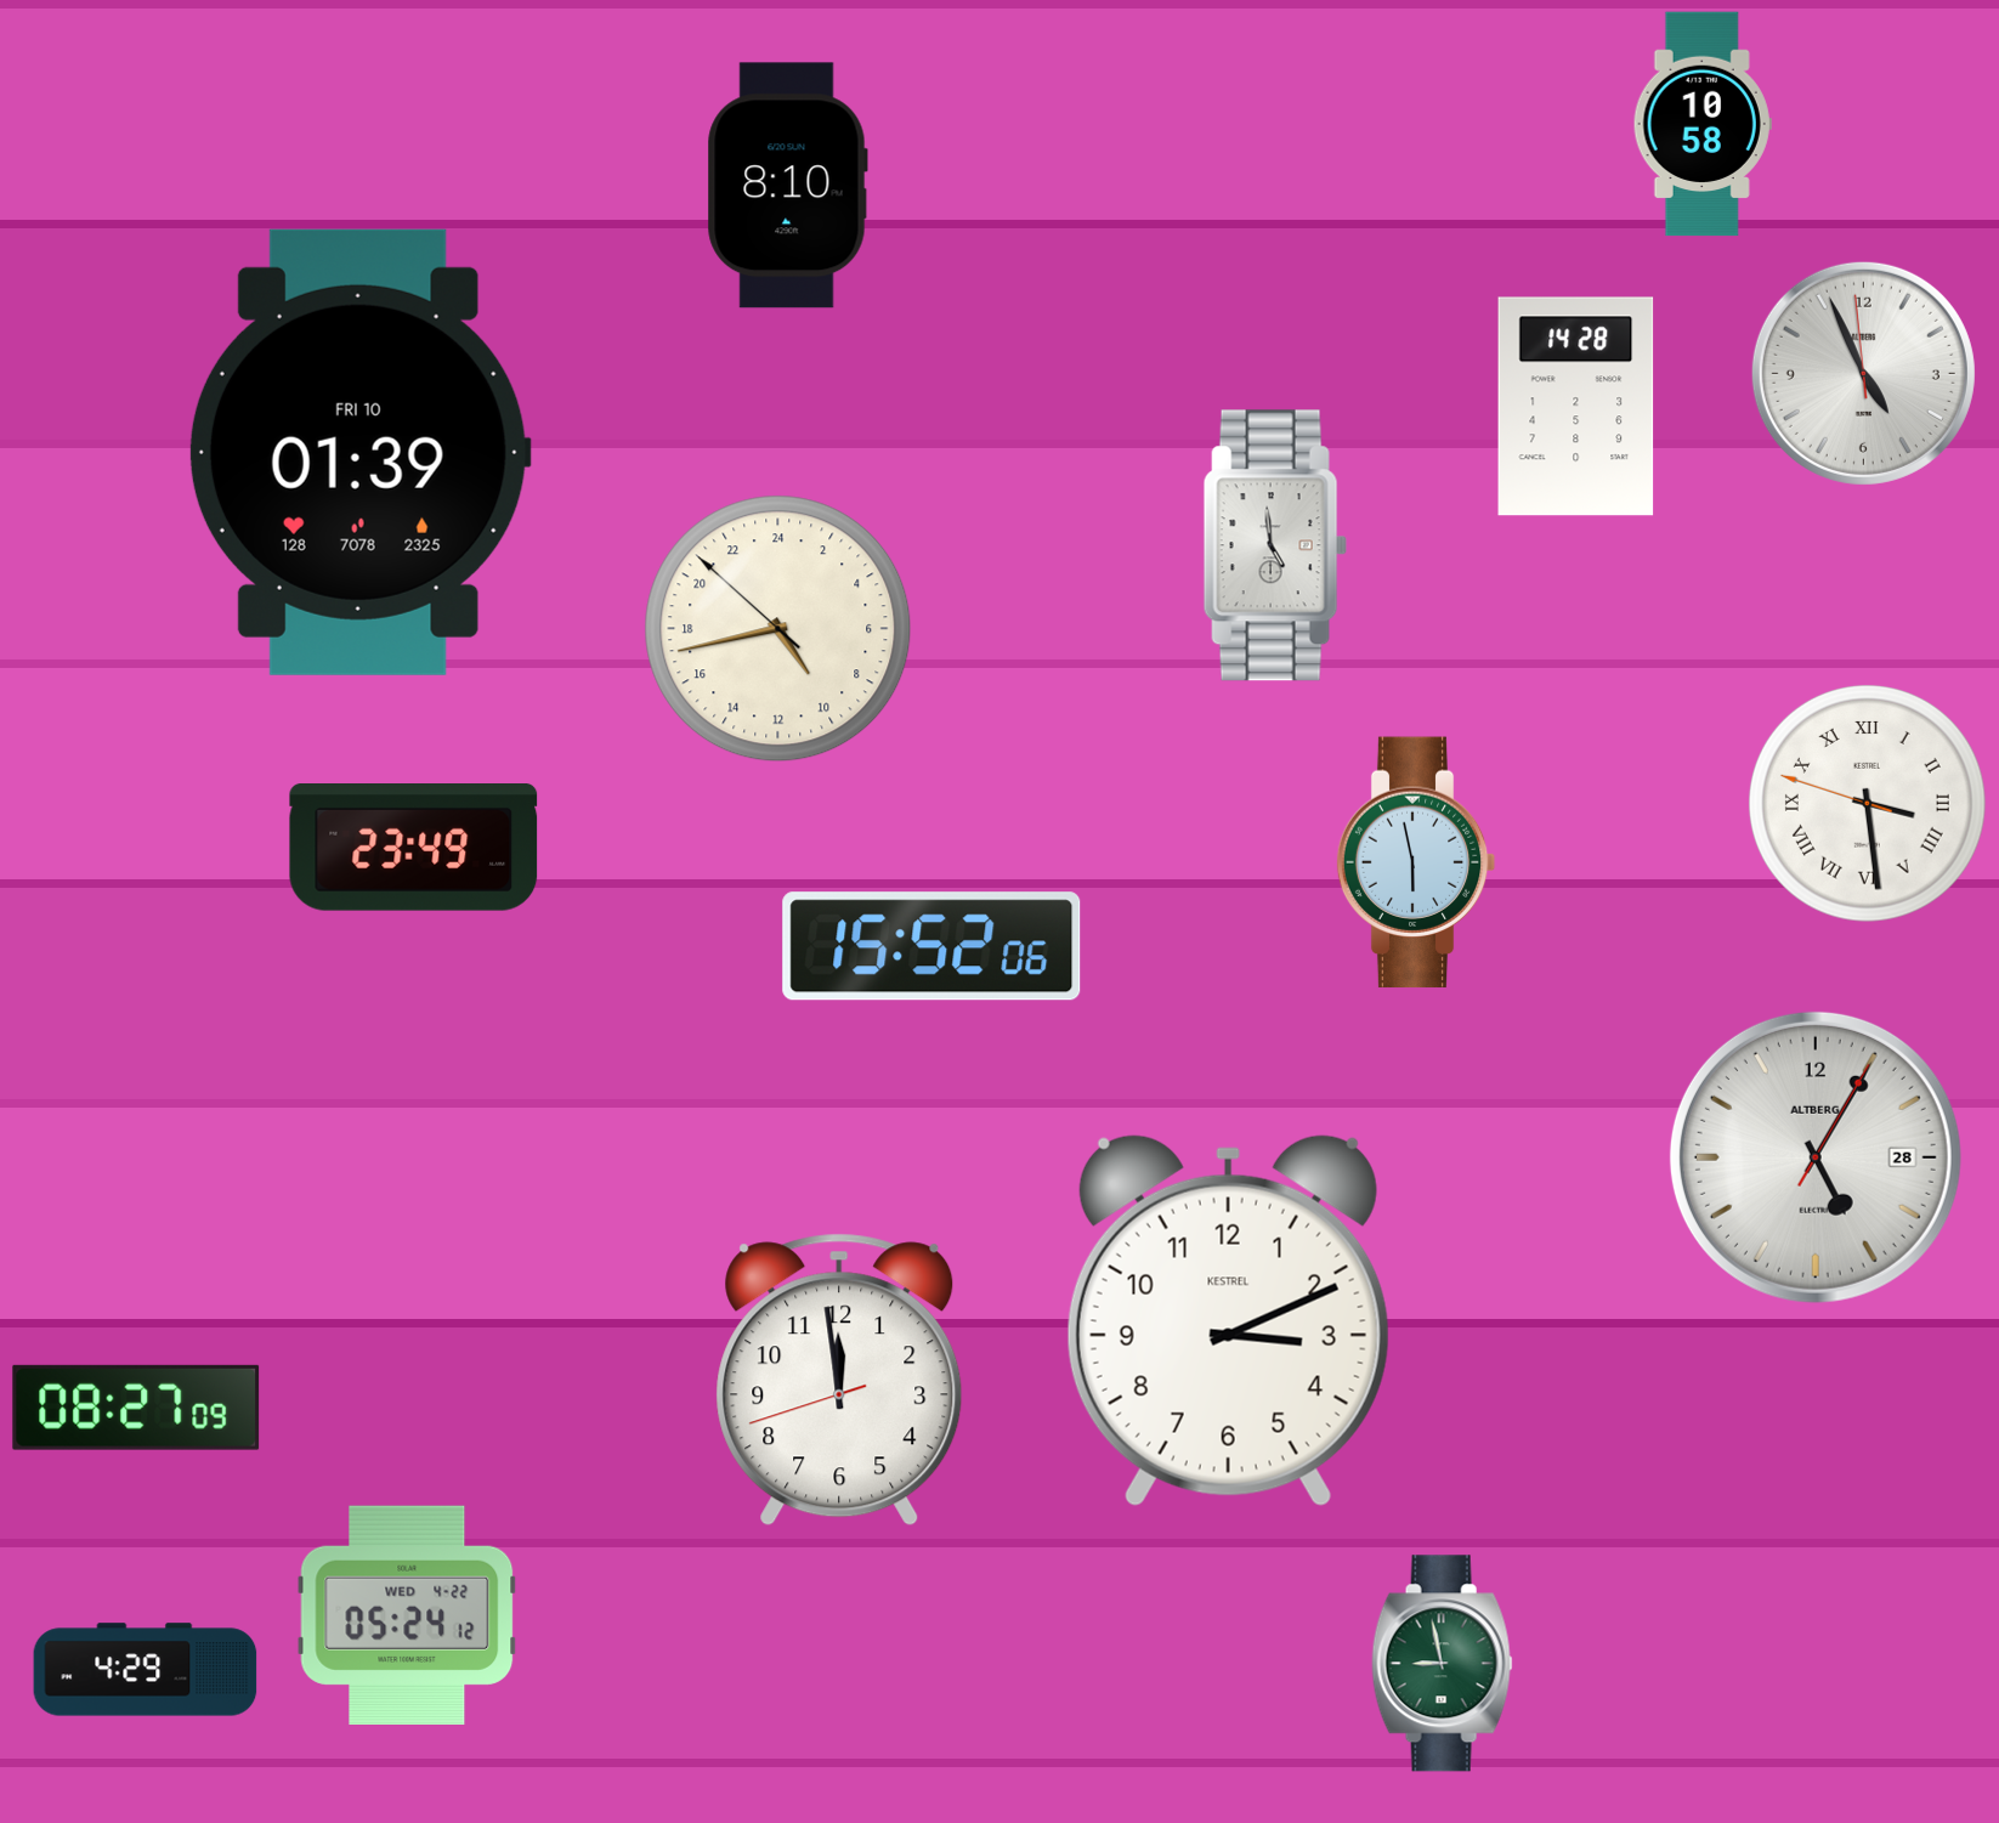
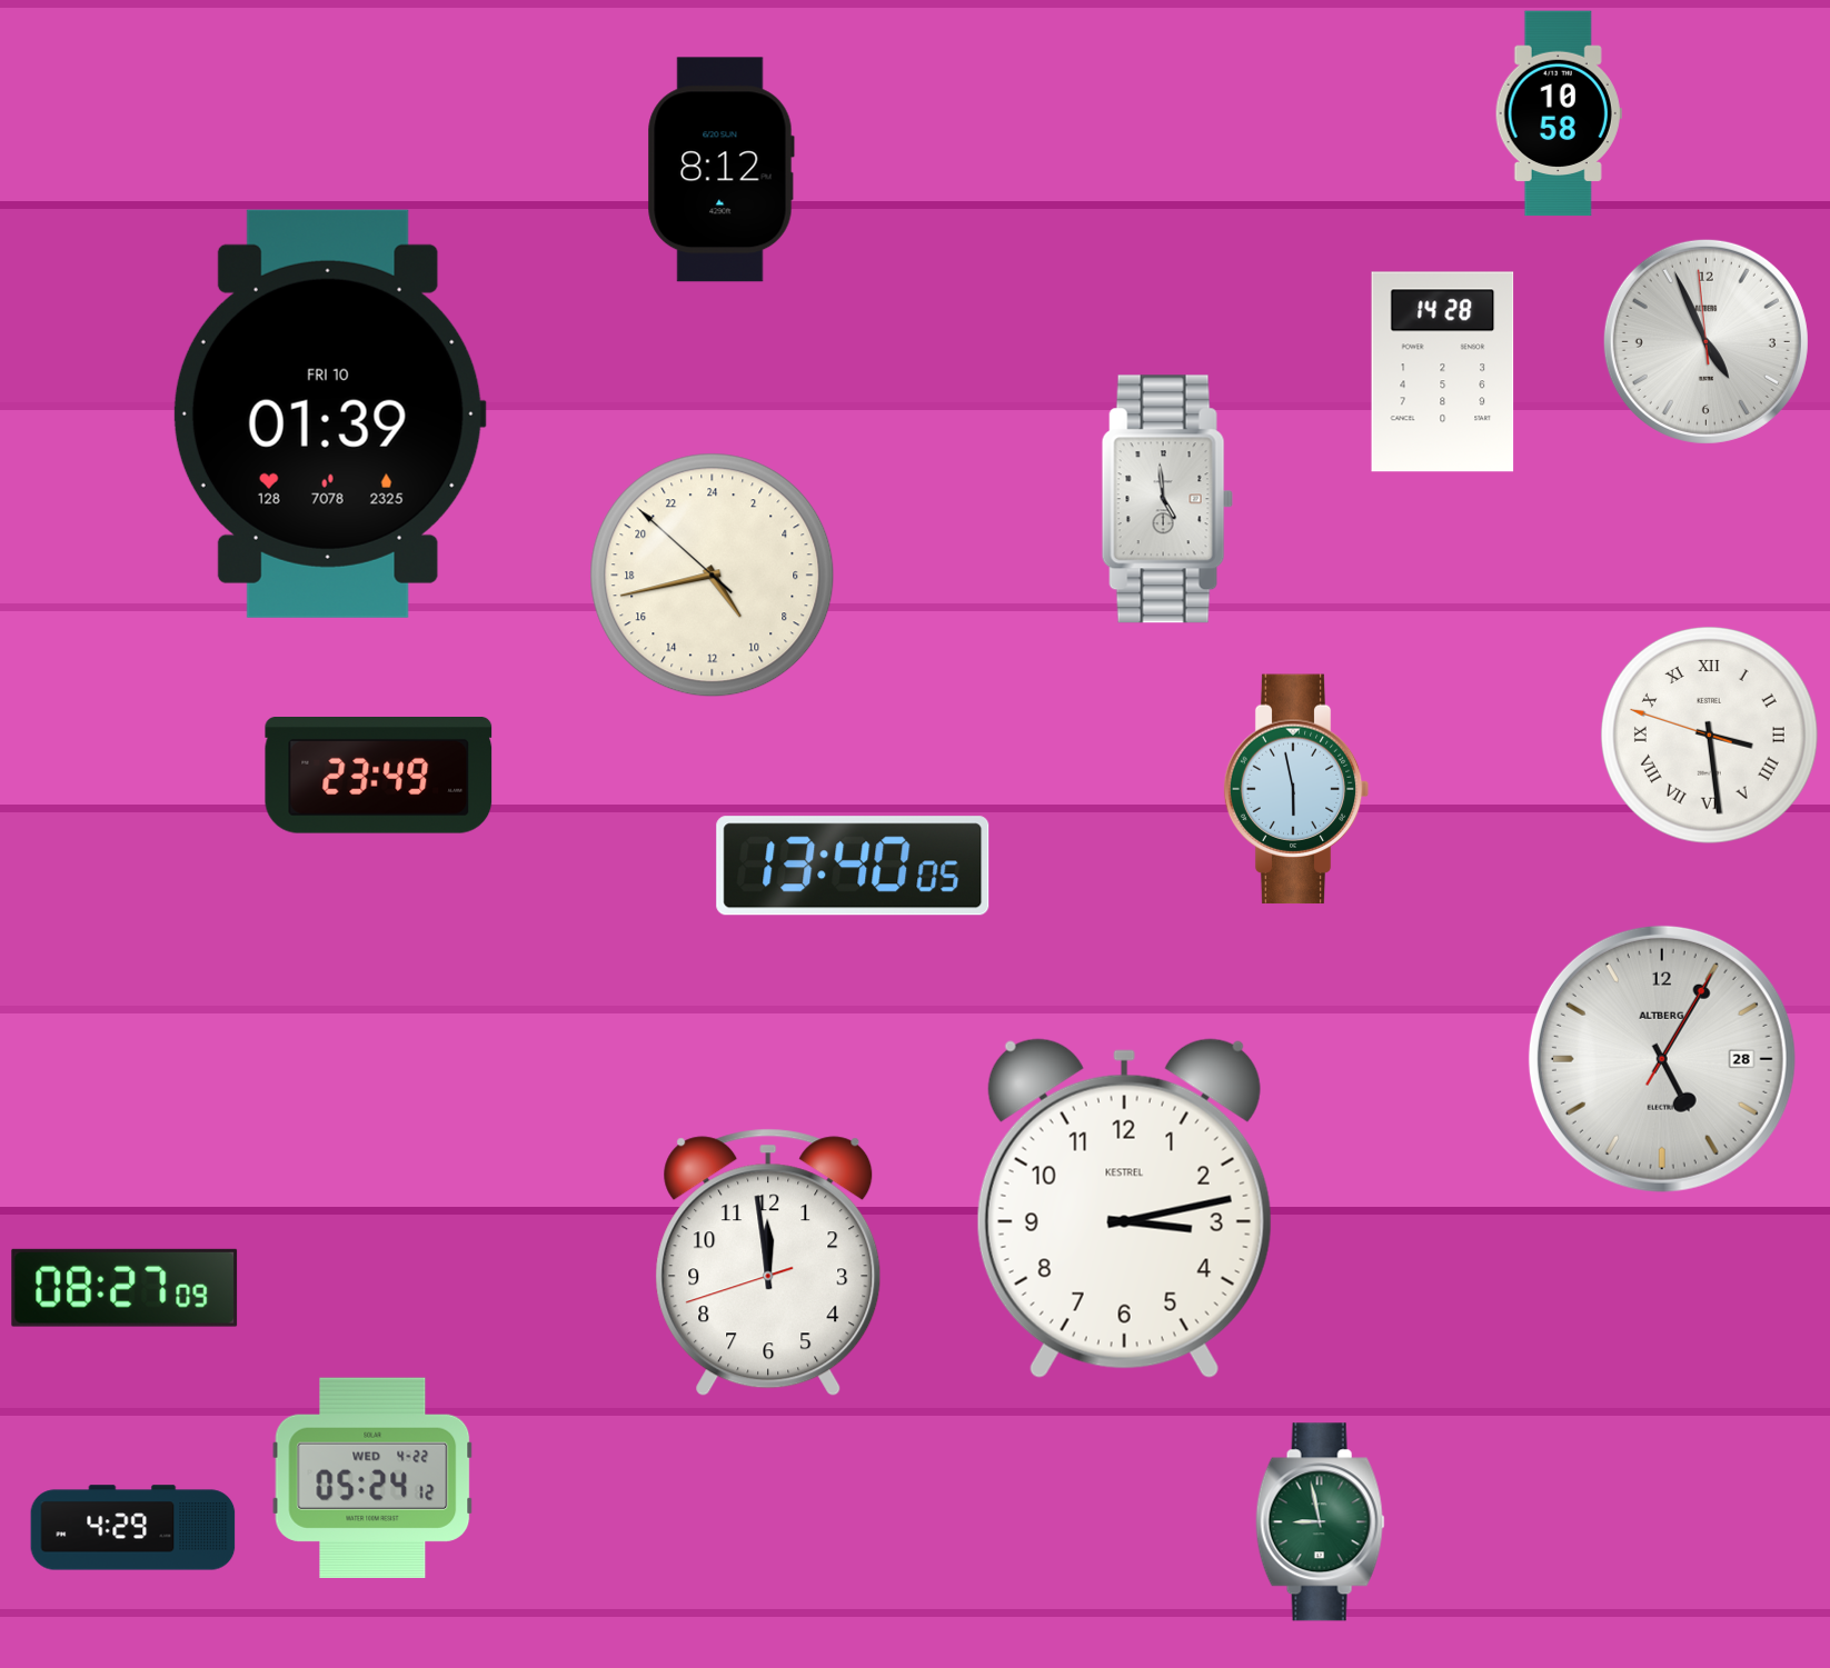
clock at (787, 186): 8:10 -> 8:12
clock at (931, 946): 15:52 -> 13:40
clock at (1228, 1320): 3:11 -> 3:13
